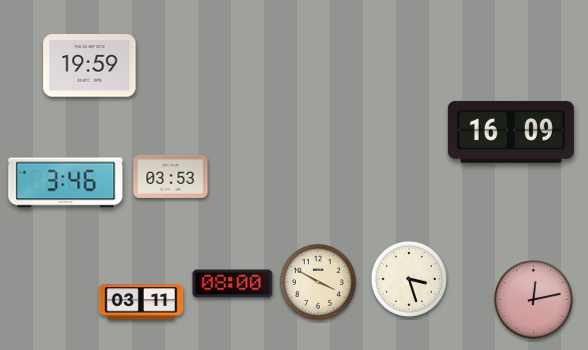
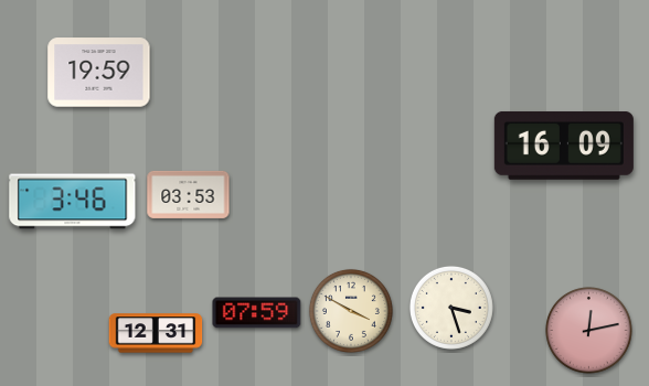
clock at (233, 284): 08:00 -> 07:59
clock at (141, 302): 03:11 -> 12:31
